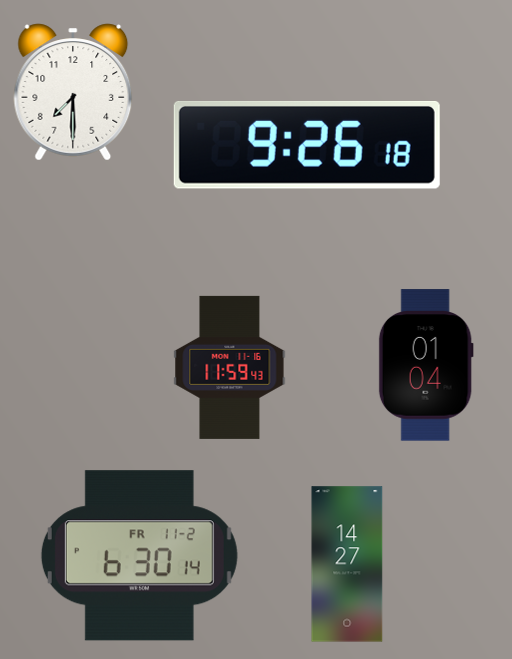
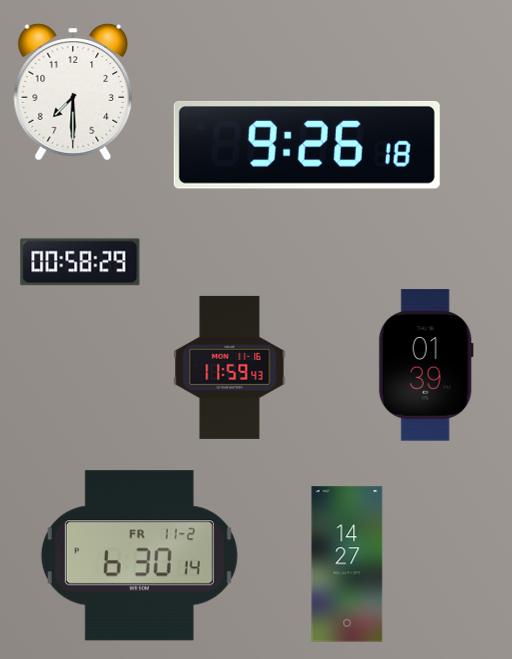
clock at (80, 262): none -> 00:58
clock at (426, 365): 01:04 -> 01:39
